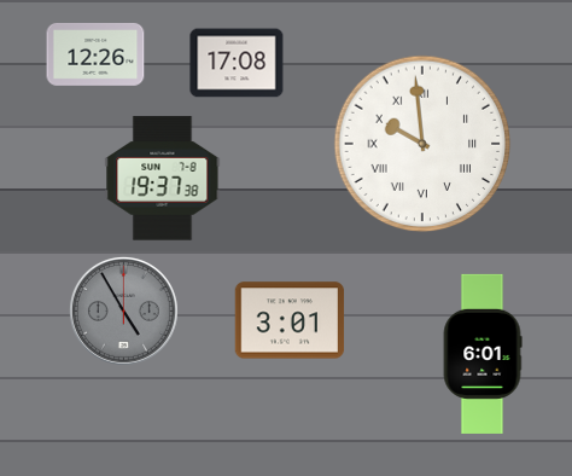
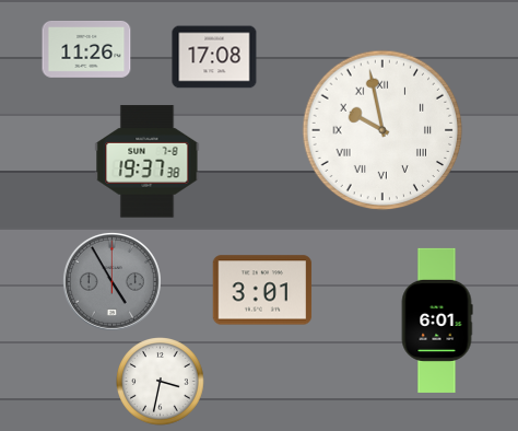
clock at (95, 56): 12:26 -> 11:26
clock at (422, 144): 9:59 -> 9:58
clock at (161, 382): none -> 3:32
